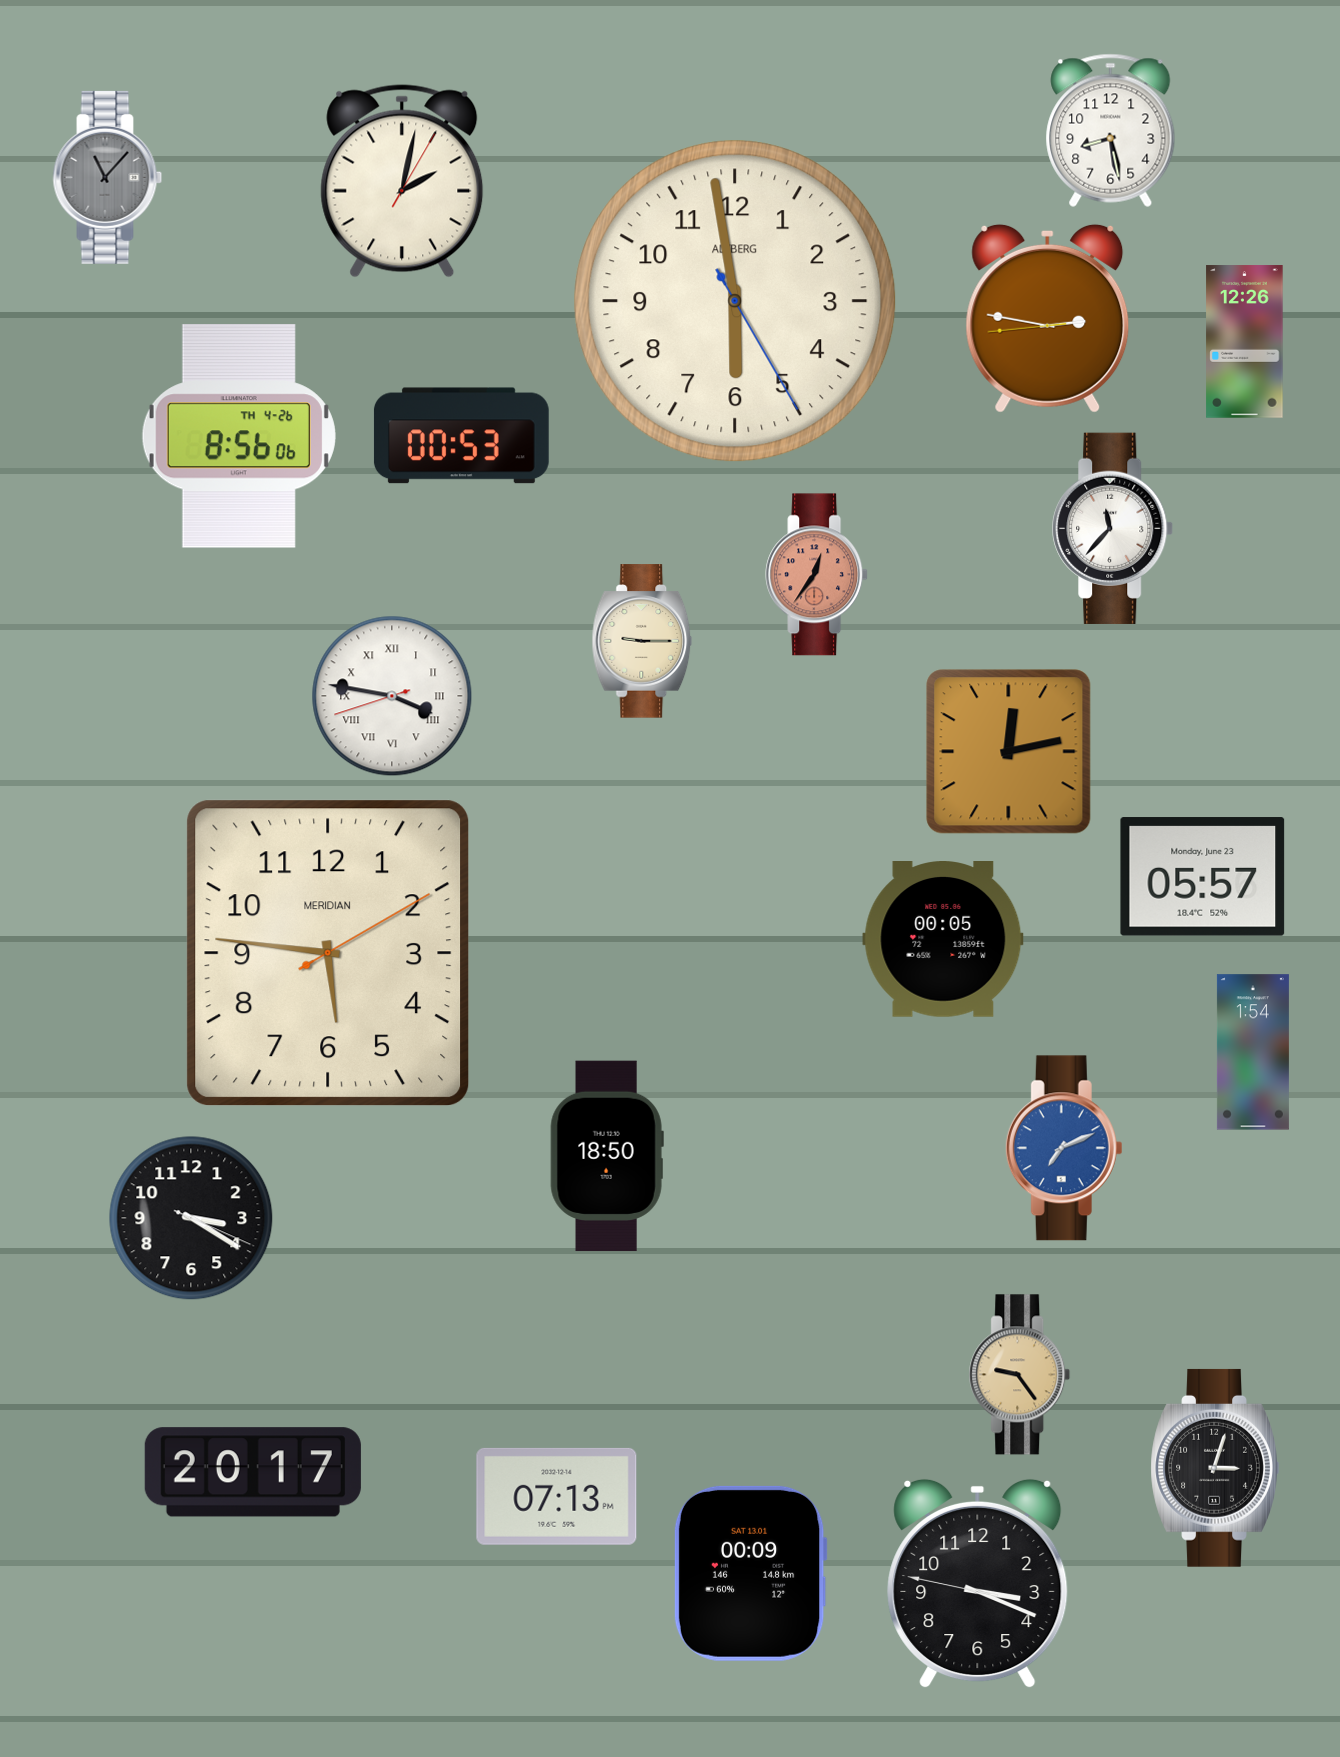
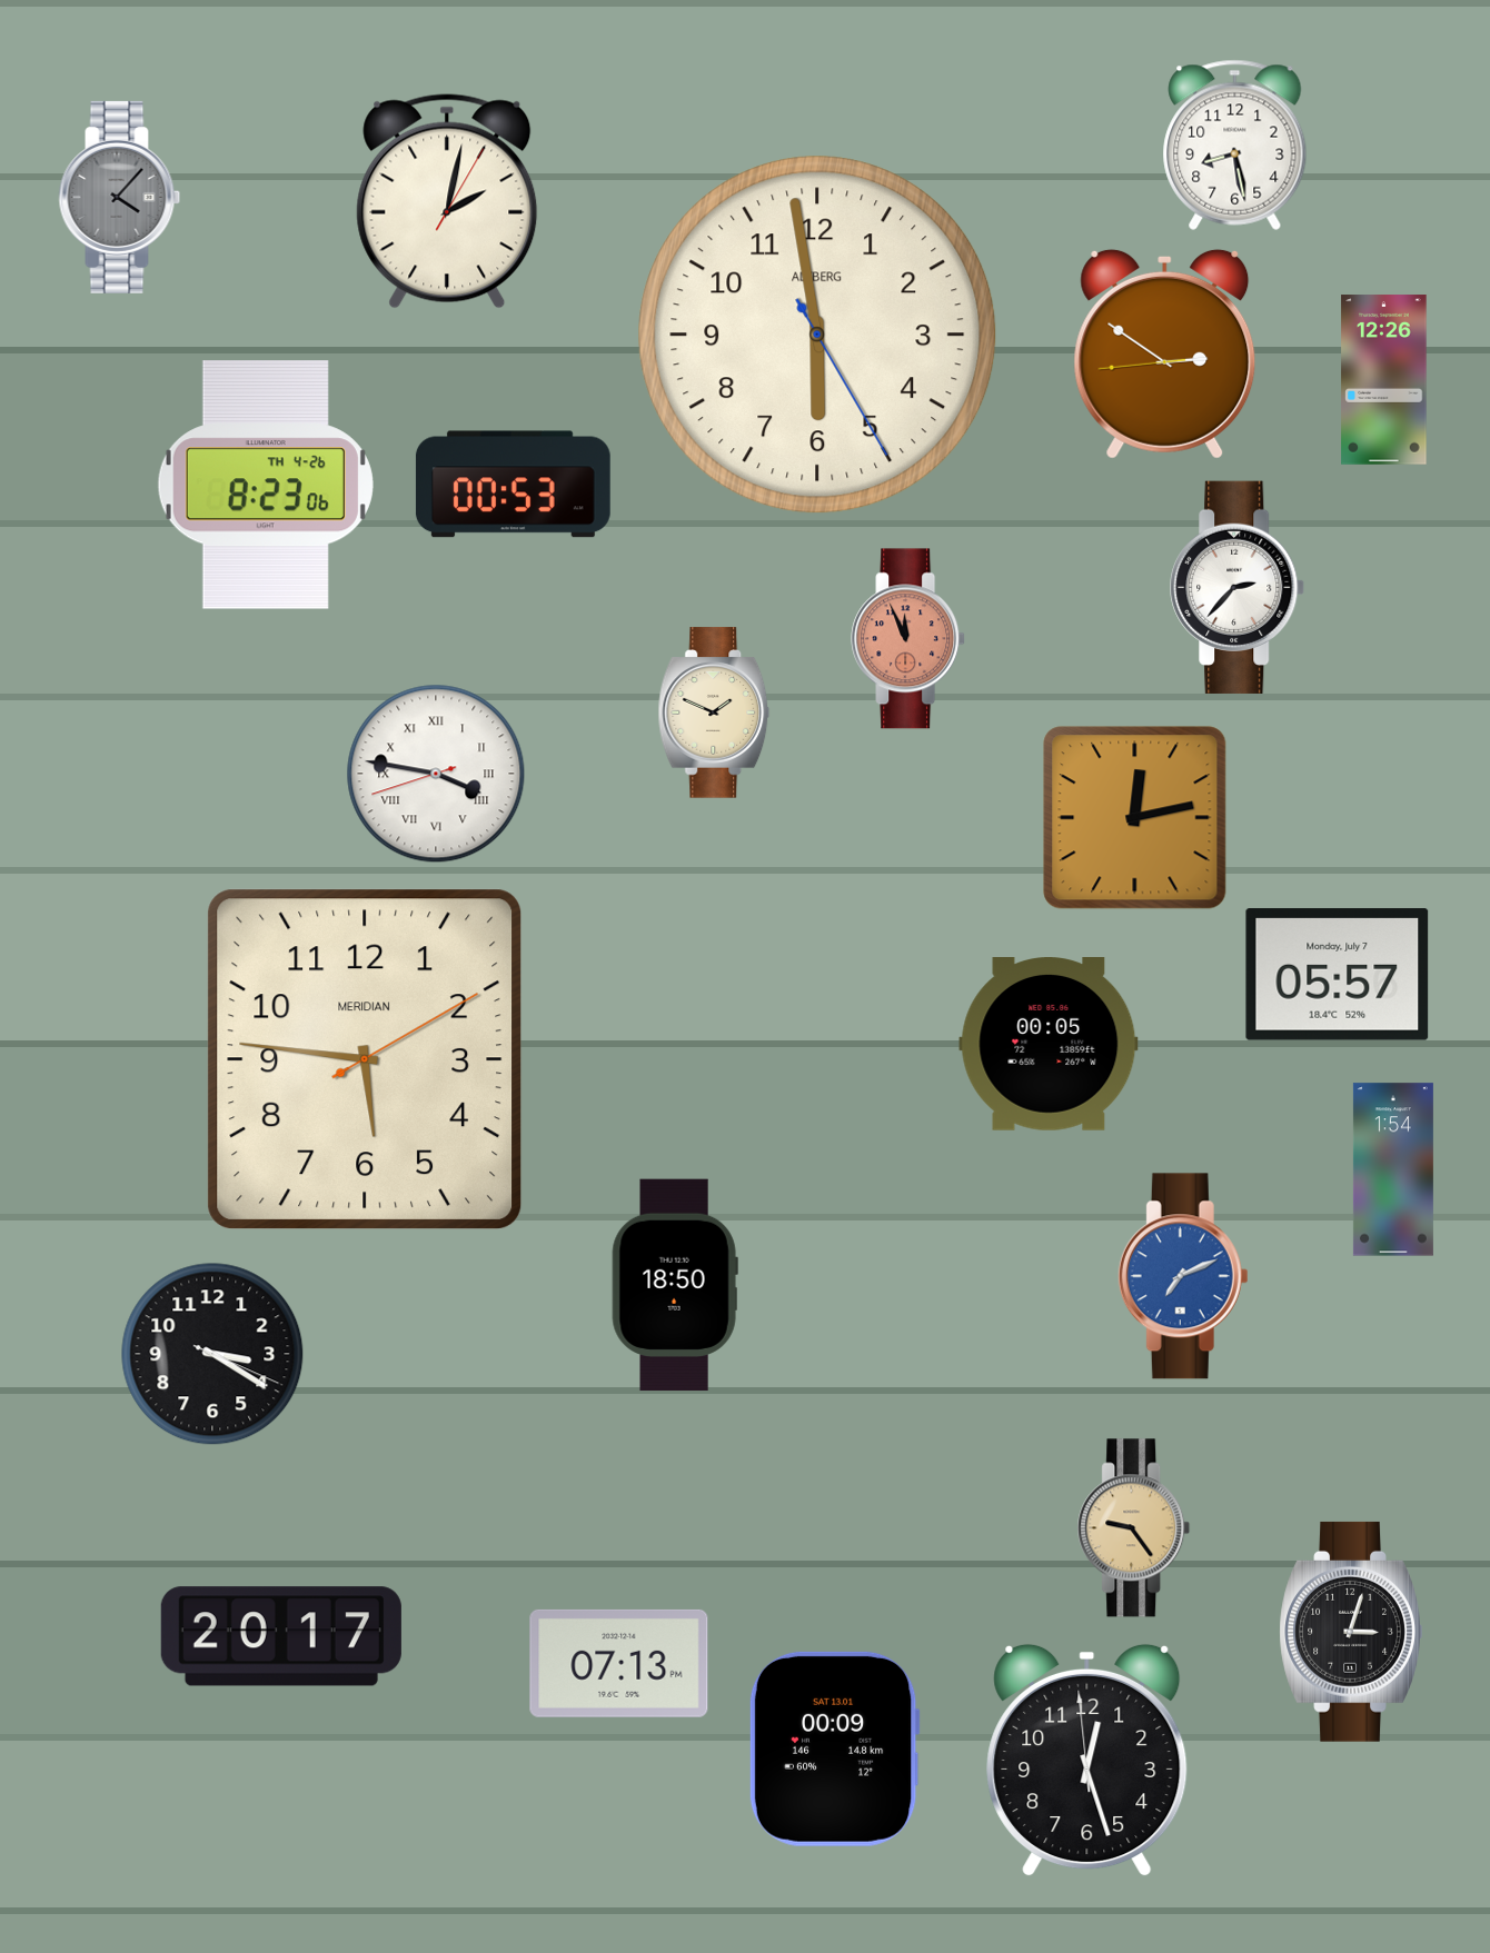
clock at (108, 177): 11:07 -> 4:07
clock at (1048, 318): 2:46 -> 2:50
clock at (239, 436): 8:56 -> 8:23
clock at (1113, 528): 11:37 -> 2:37
clock at (817, 575): 12:36 -> 11:56
clock at (642, 641): 9:15 -> 1:49
clock at (1009, 752) position: (1009, 752) -> (1135, 818)
clock at (1203, 877) date: Monday, June 23 -> Monday, July 7
clock at (978, 1584): 3:18 -> 12:26
